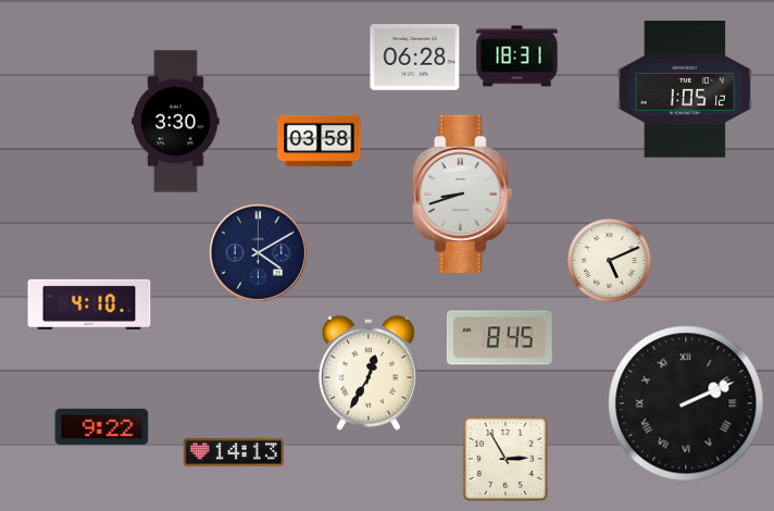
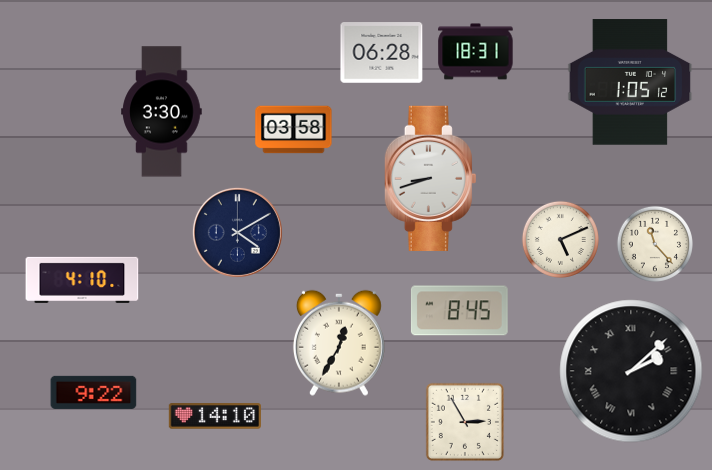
clock at (462, 194) position: (462, 194) -> (430, 178)
clock at (655, 244): none -> 11:23
clock at (686, 403): 2:11 -> 2:08
clock at (234, 452): 14:13 -> 14:10
